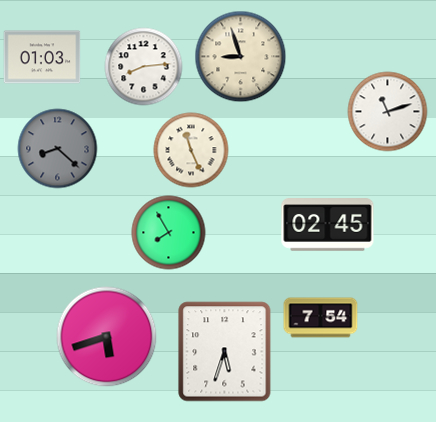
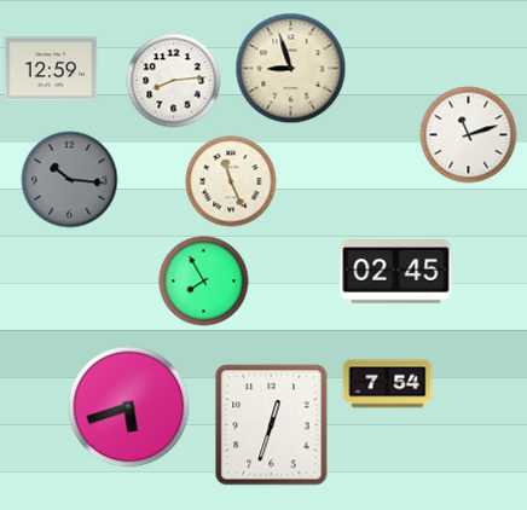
clock at (42, 57): 01:03 -> 12:59
clock at (58, 149): 8:22 -> 10:16
clock at (225, 352): 5:33 -> 12:33
